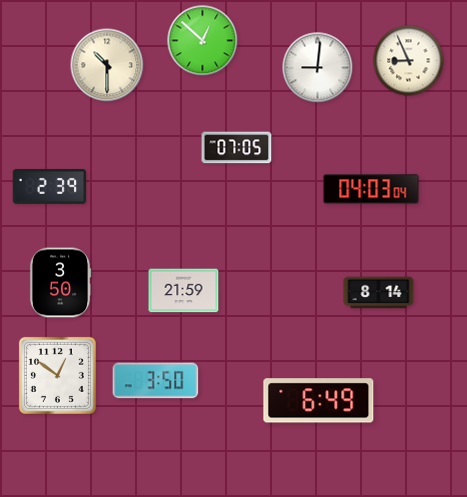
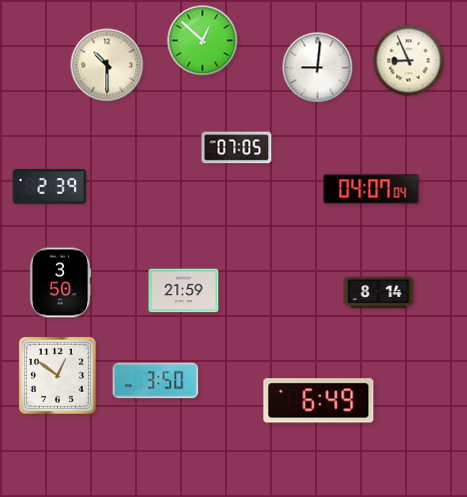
clock at (371, 189): 04:03 -> 04:07
